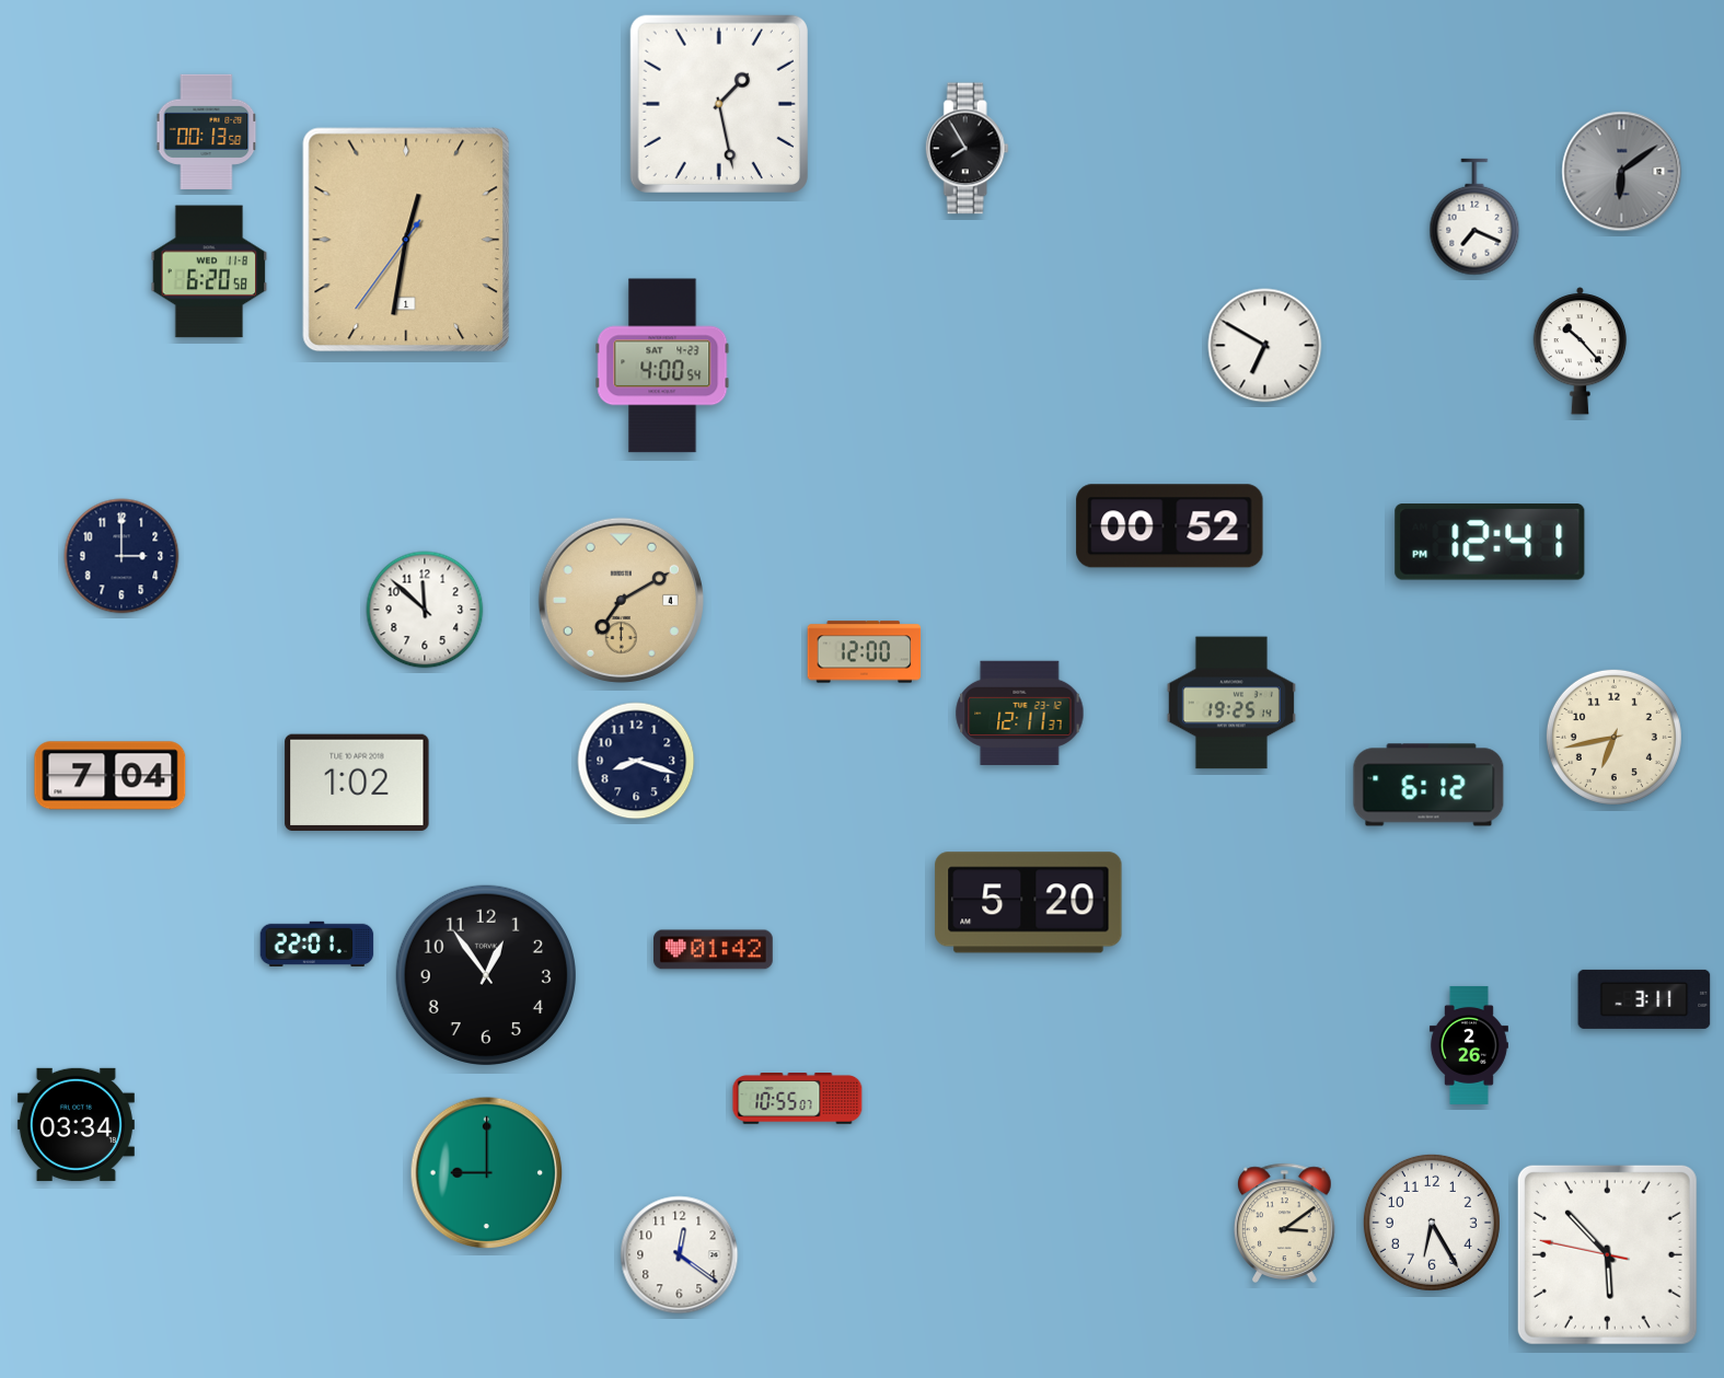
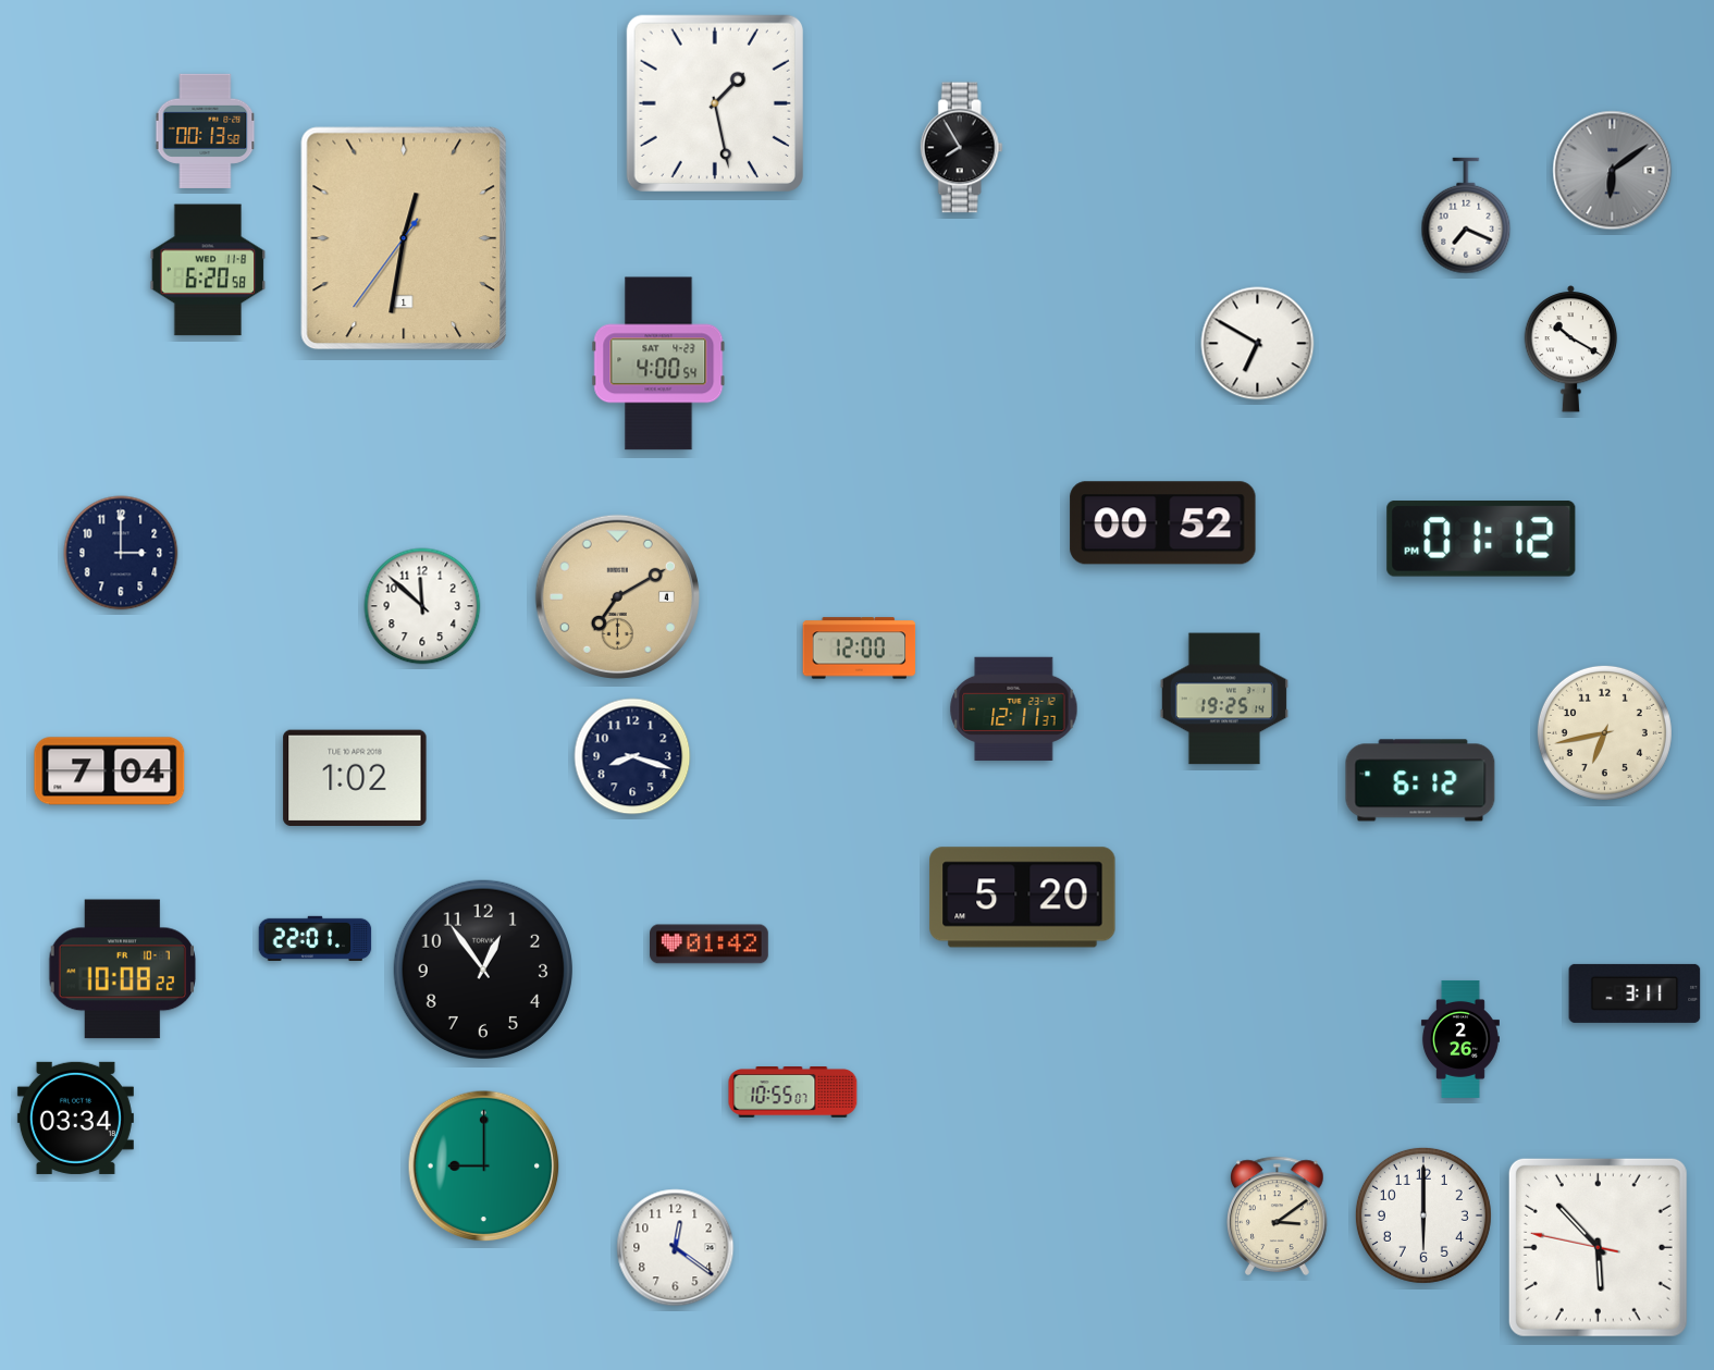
clock at (1581, 350): 10:23 -> 10:20
clock at (1490, 542): 12:41 -> 01:12
clock at (122, 970): none -> 10:08
clock at (1432, 1223): 6:25 -> 6:00
